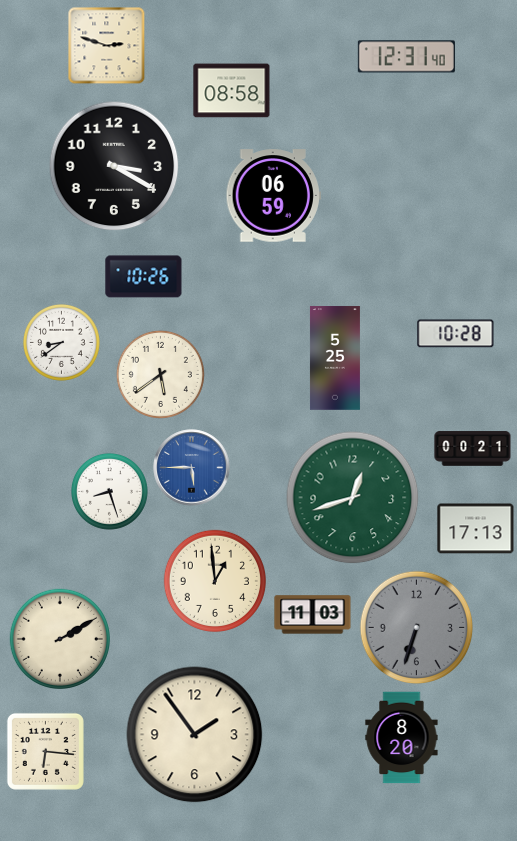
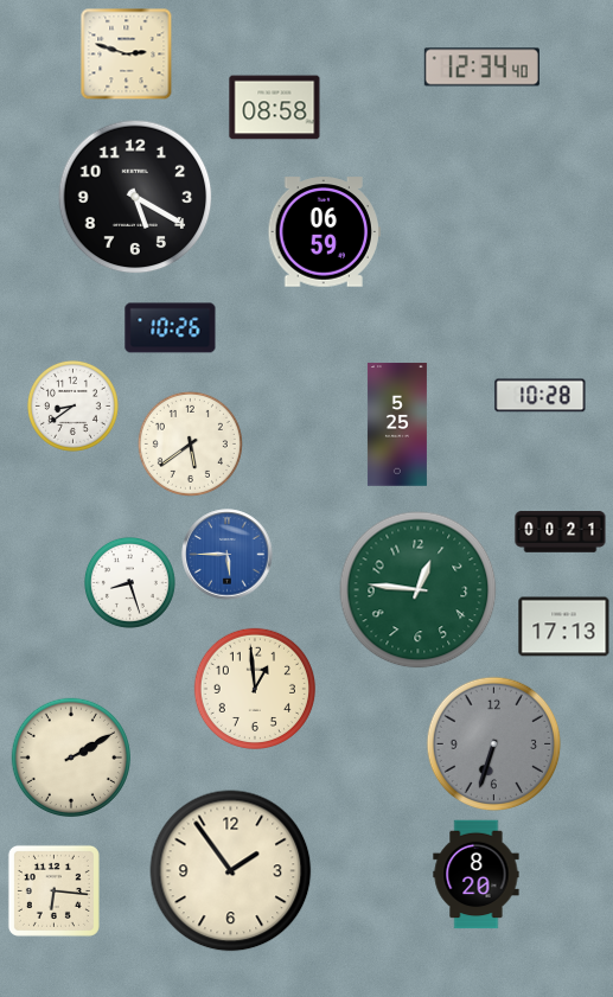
clock at (406, 57): 12:31 -> 12:34
clock at (114, 166): 3:20 -> 5:20
clock at (353, 498): 12:42 -> 12:46
clock at (313, 615): 11:03 -> none
